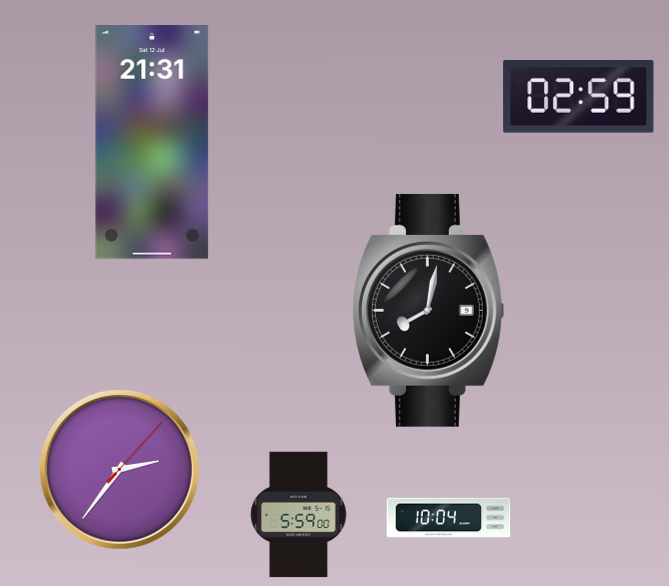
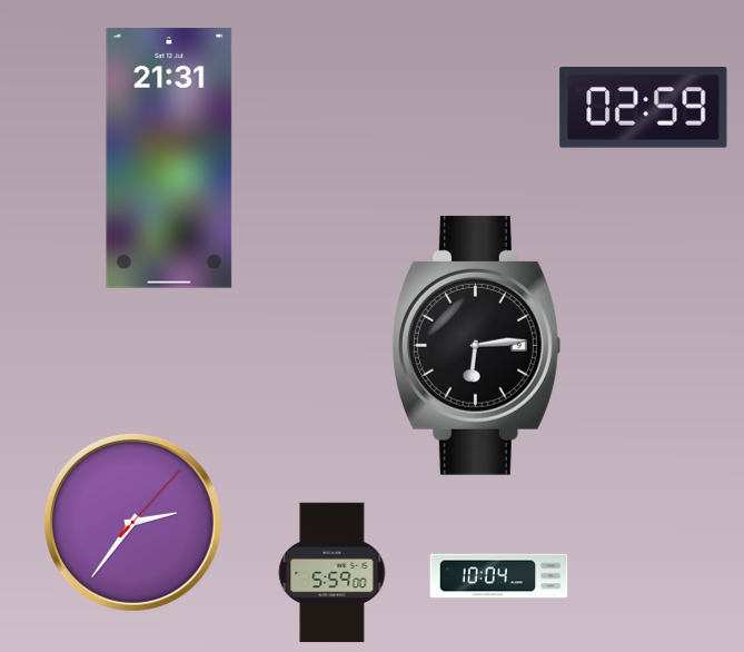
clock at (428, 310): 8:02 -> 6:14
